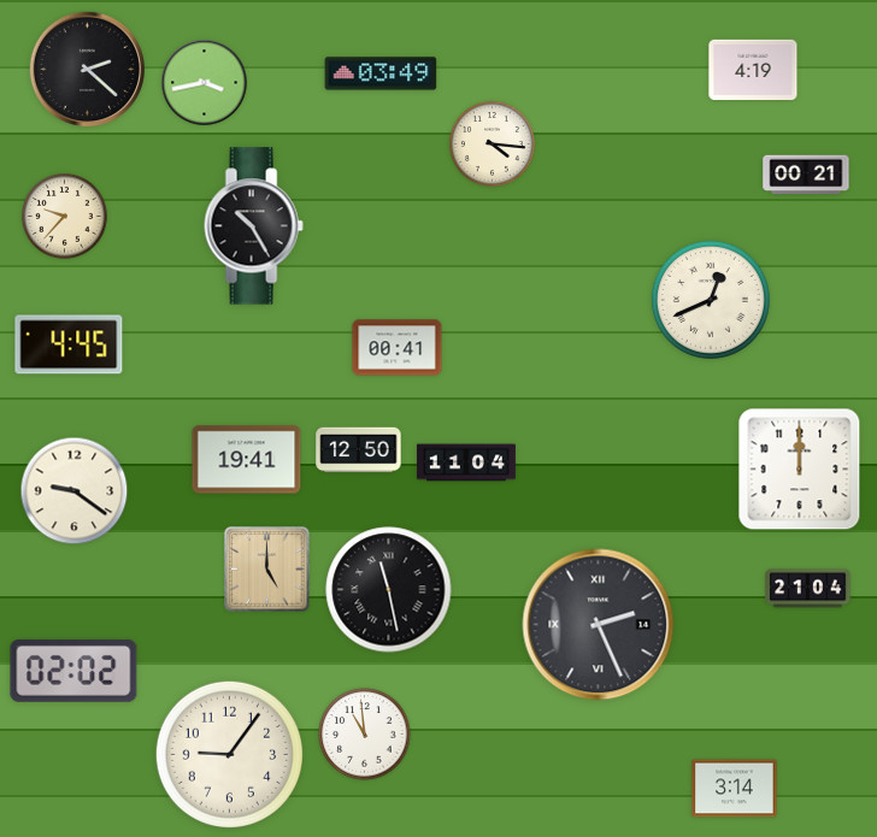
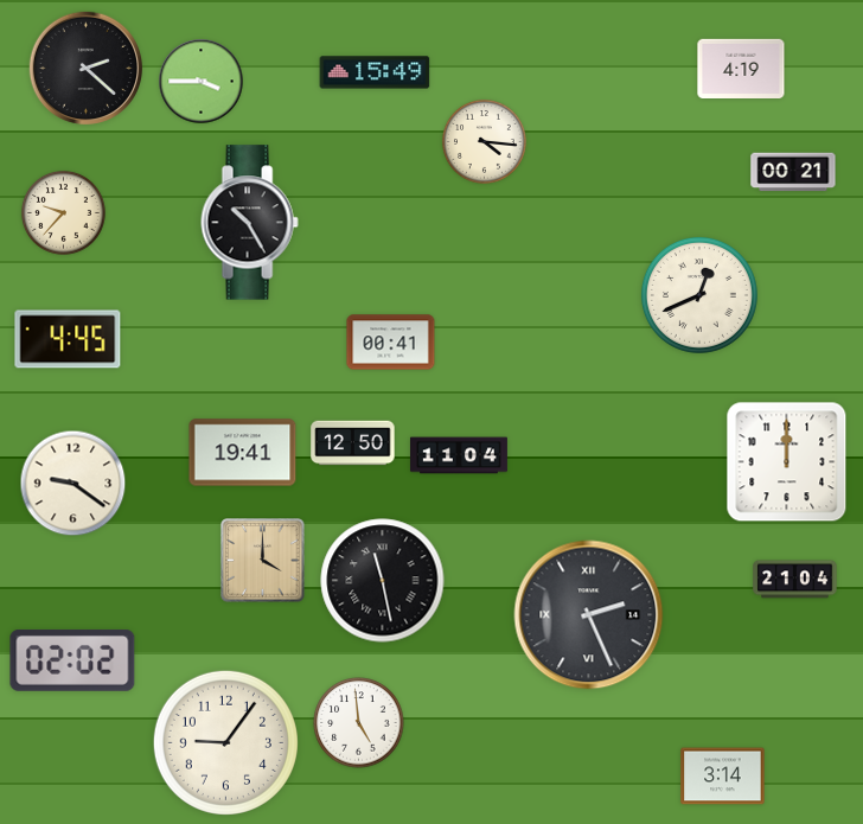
clock at (381, 73): 03:49 -> 15:49
clock at (205, 83): 3:43 -> 3:45
clock at (267, 570): 5:00 -> 4:00
clock at (365, 735): 10:59 -> 4:59
